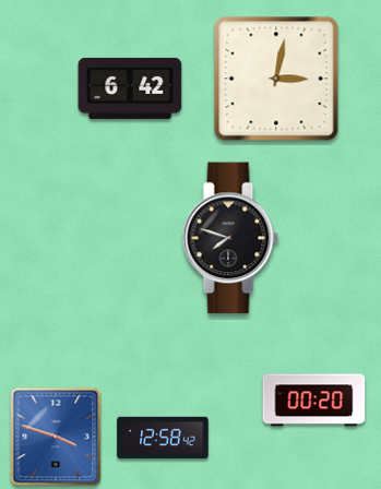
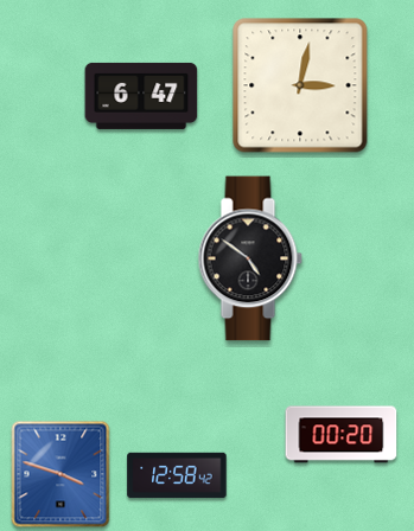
clock at (130, 88): 6:42 -> 6:47
clock at (230, 238): 7:48 -> 4:51
